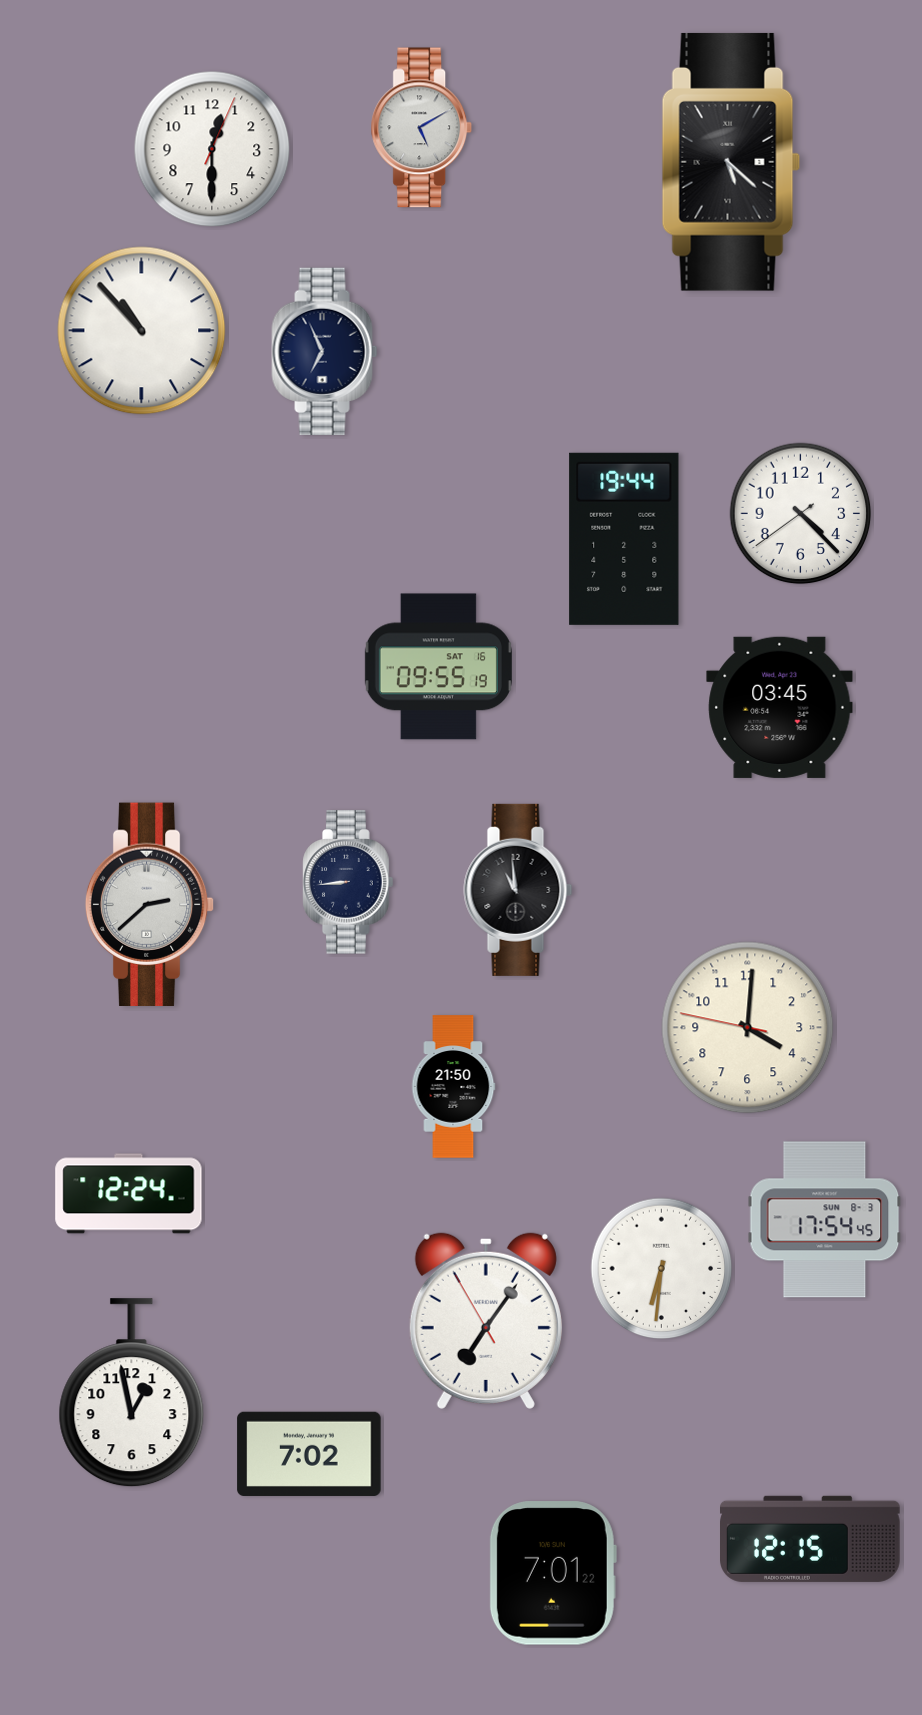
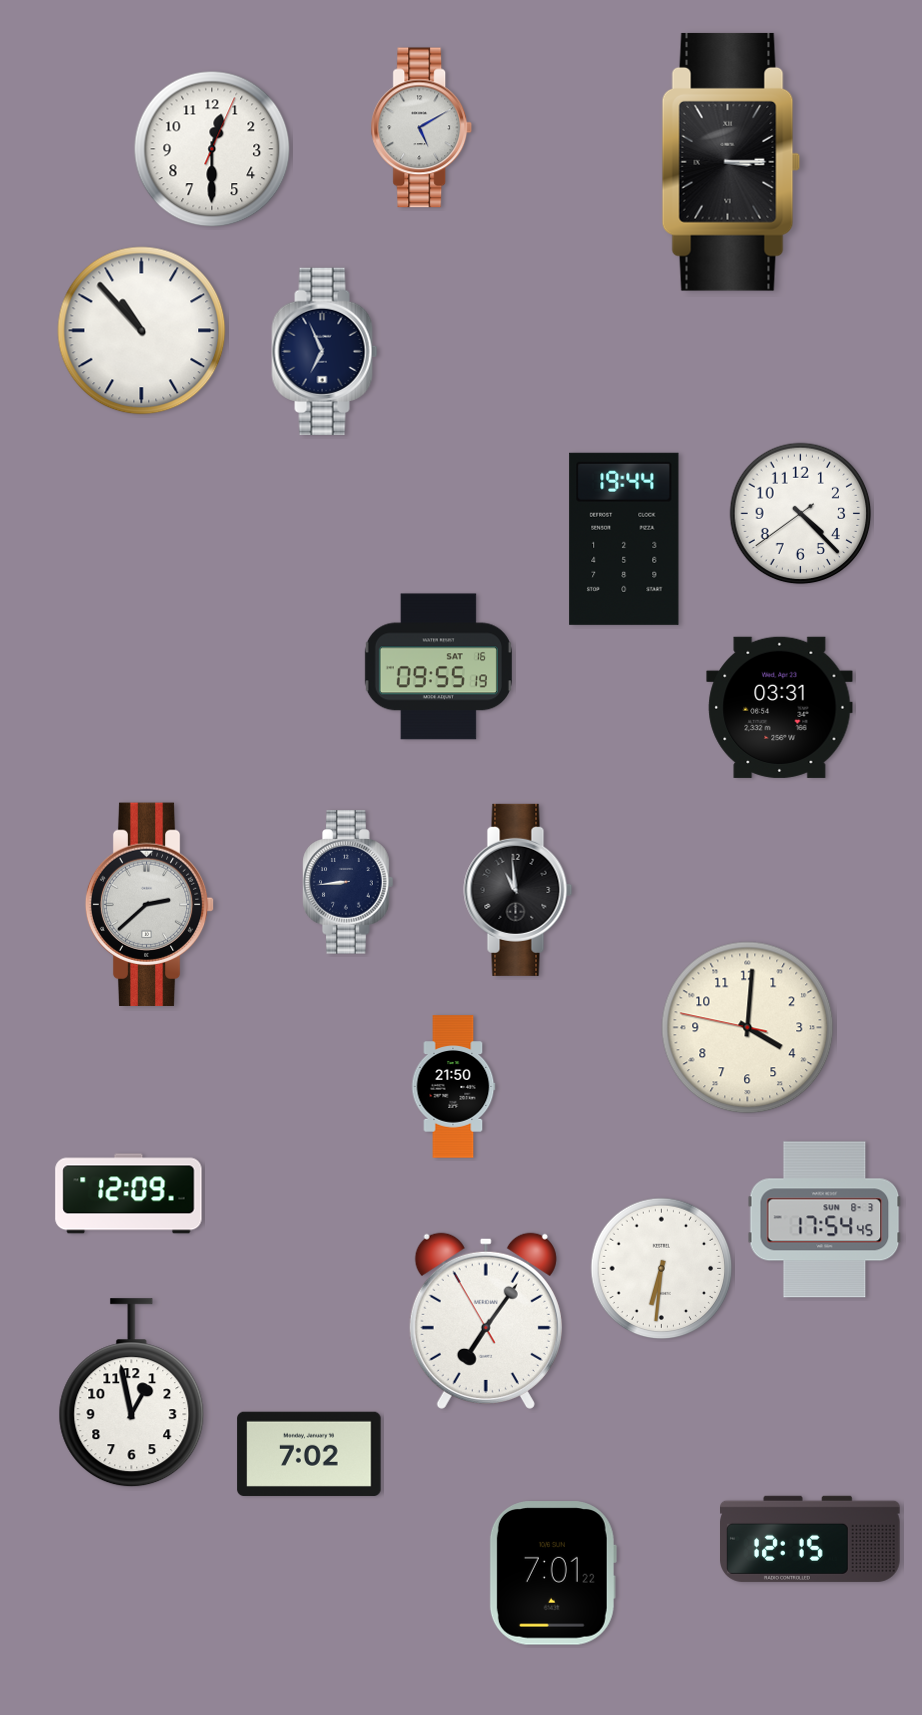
clock at (731, 162): 5:22 -> 3:15
clock at (780, 707): 03:45 -> 03:31
clock at (129, 1194): 12:24 -> 12:09
